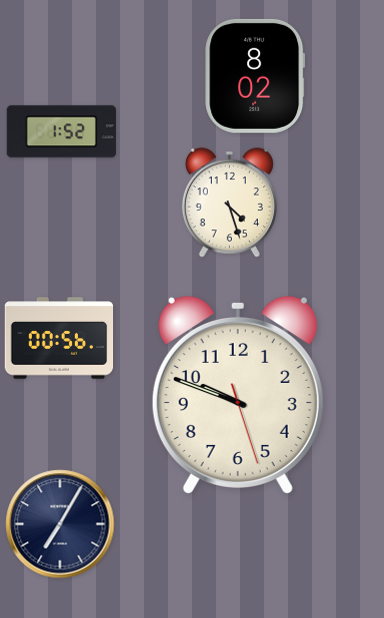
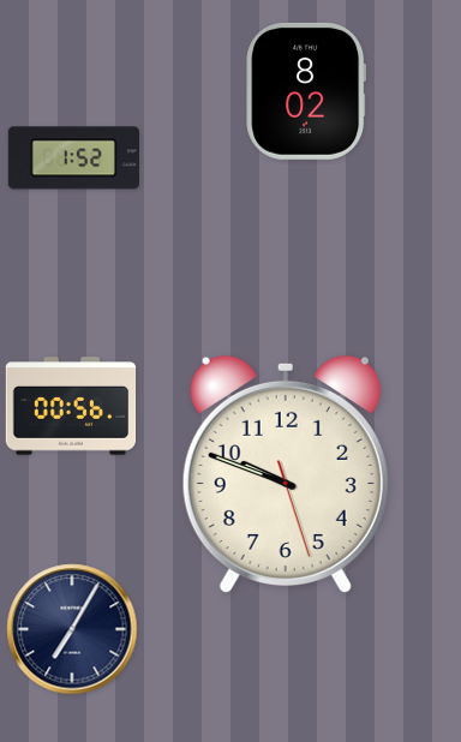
clock at (229, 203): 4:27 -> none
